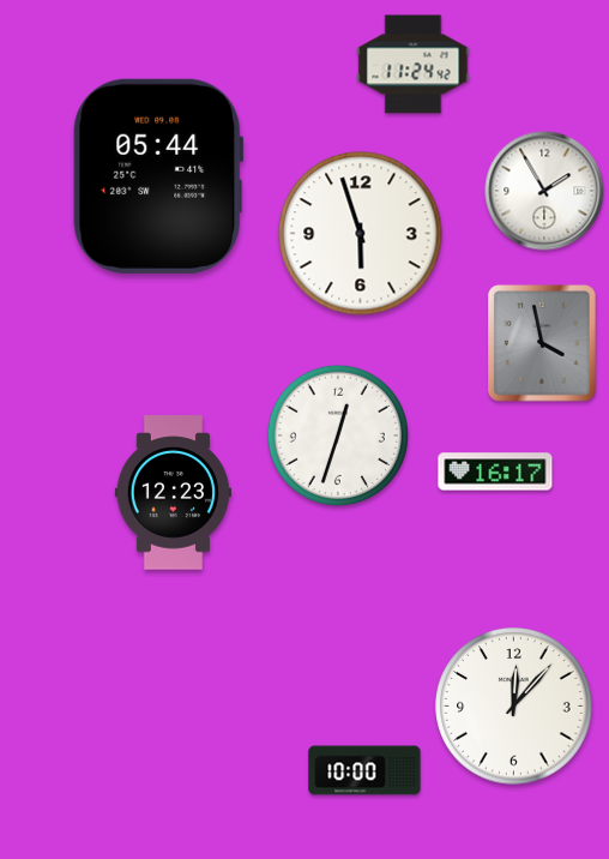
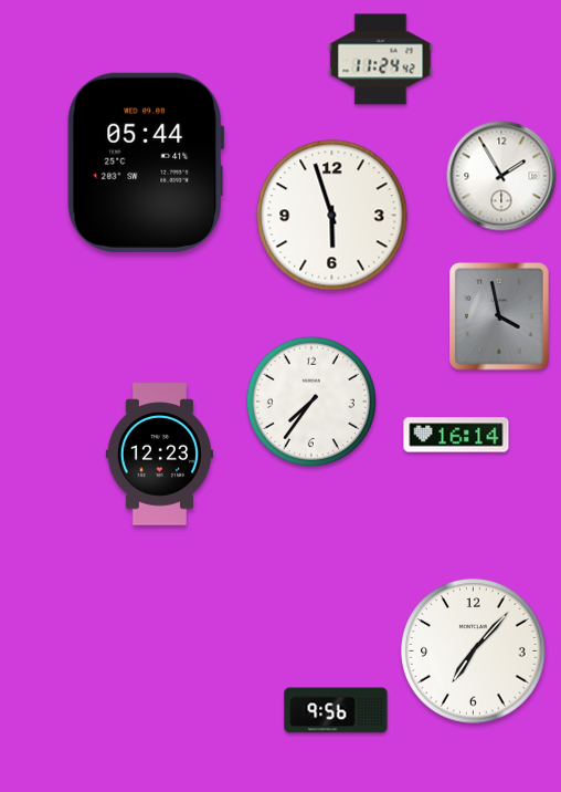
clock at (338, 435): 12:33 -> 7:36
clock at (495, 471): 16:17 -> 16:14
clock at (514, 707): 12:07 -> 7:07
clock at (364, 770): 10:00 -> 9:56
